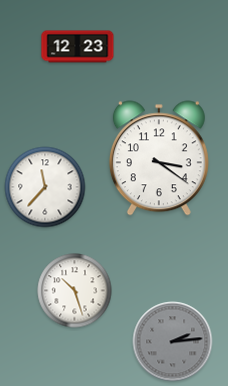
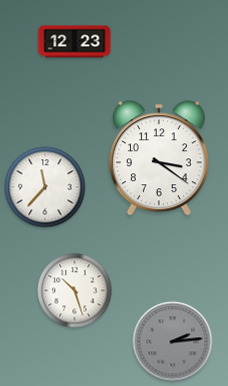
clock at (78, 47) position: (78, 47) -> (75, 42)
